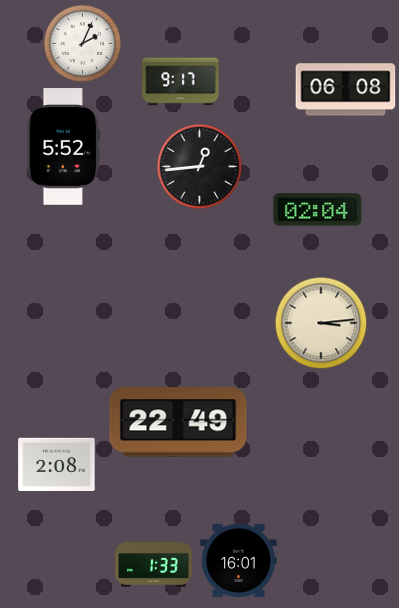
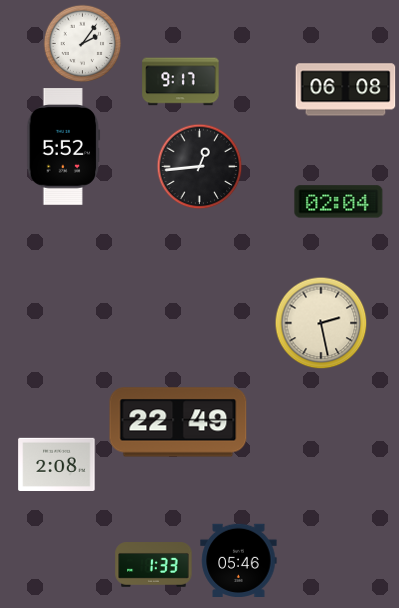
clock at (82, 43): 2:04 -> 2:06
clock at (318, 210) position: (318, 210) -> (339, 202)
clock at (321, 323): 3:14 -> 2:28
clock at (239, 560): 16:01 -> 05:46
